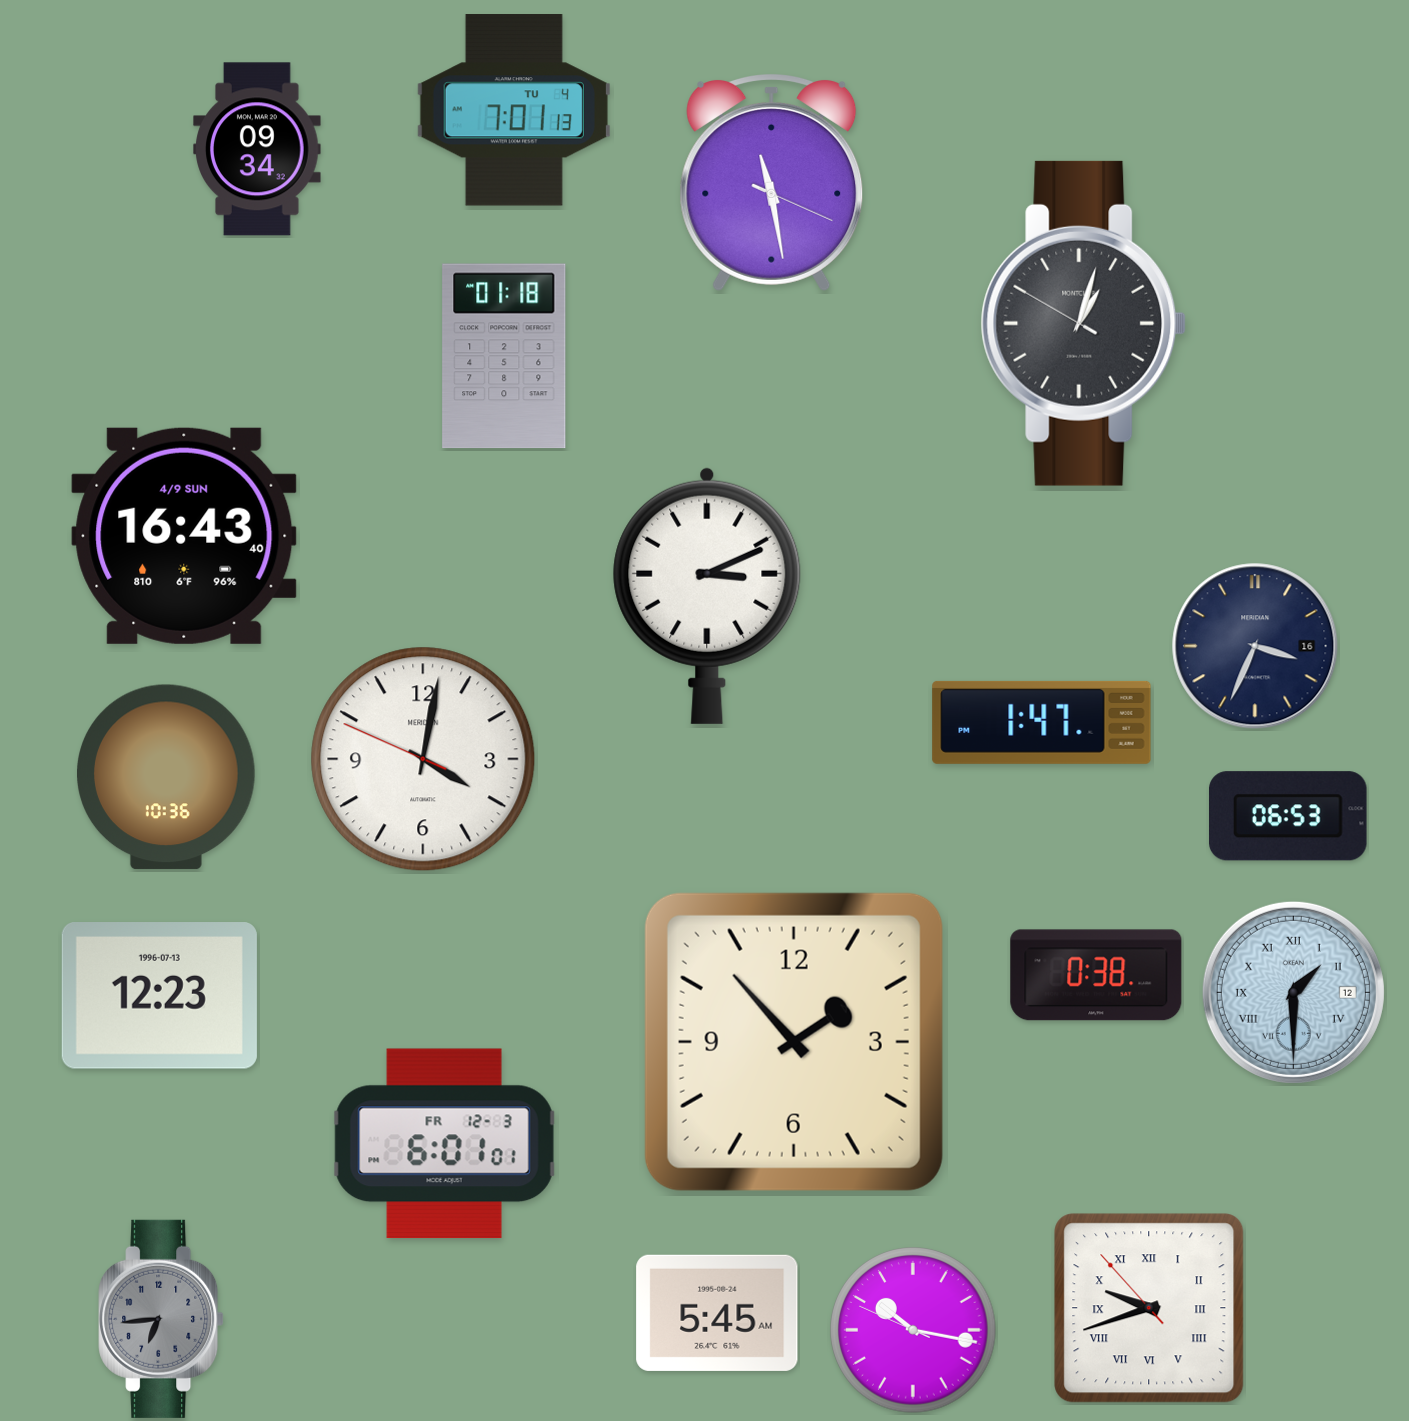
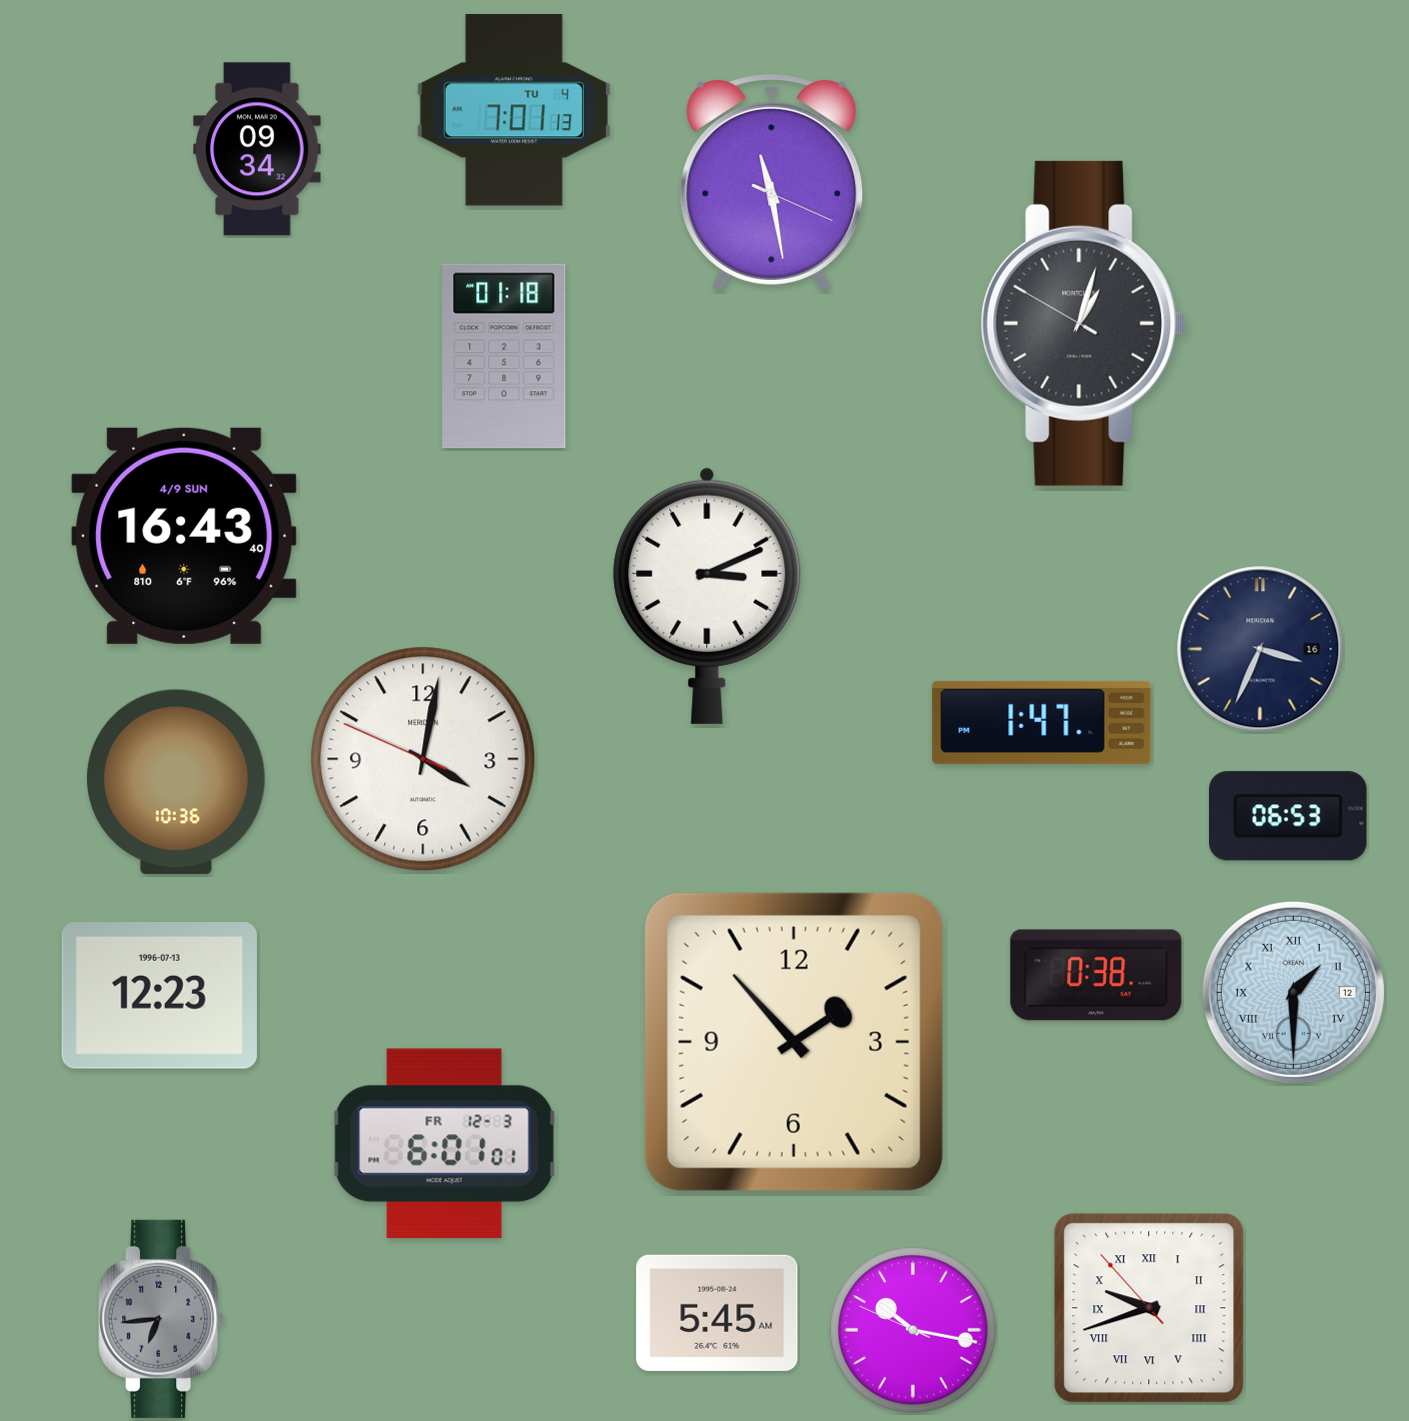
clock at (1255, 646) position: (1255, 646) -> (1260, 649)
clock at (167, 777) position: (167, 777) -> (177, 782)
